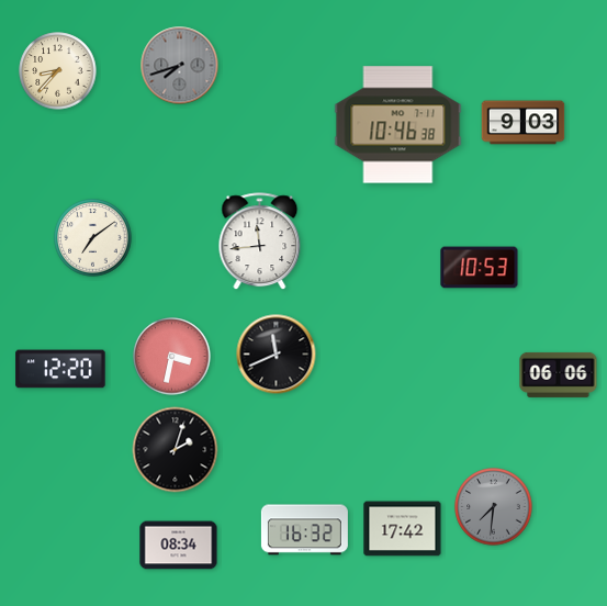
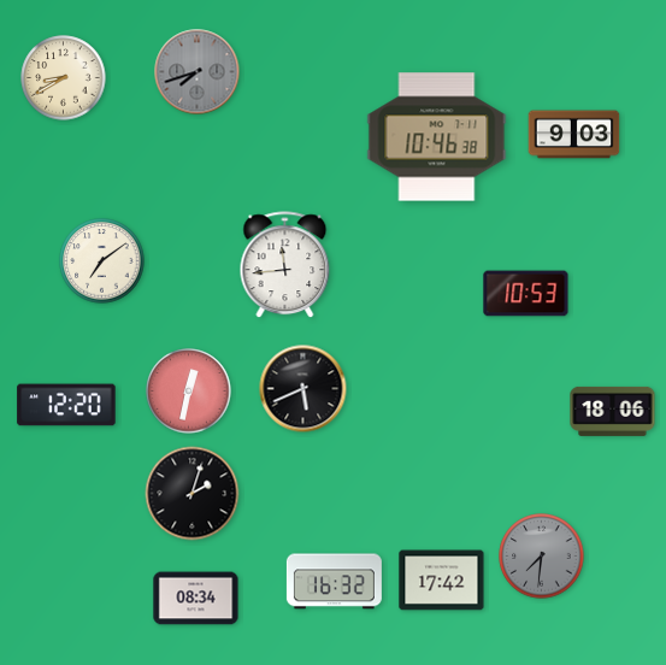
clock at (58, 71): 8:37 -> 8:40
clock at (277, 355): 11:41 -> 5:41
clock at (172, 357): 3:32 -> 12:32
clock at (559, 374): 06:06 -> 18:06
